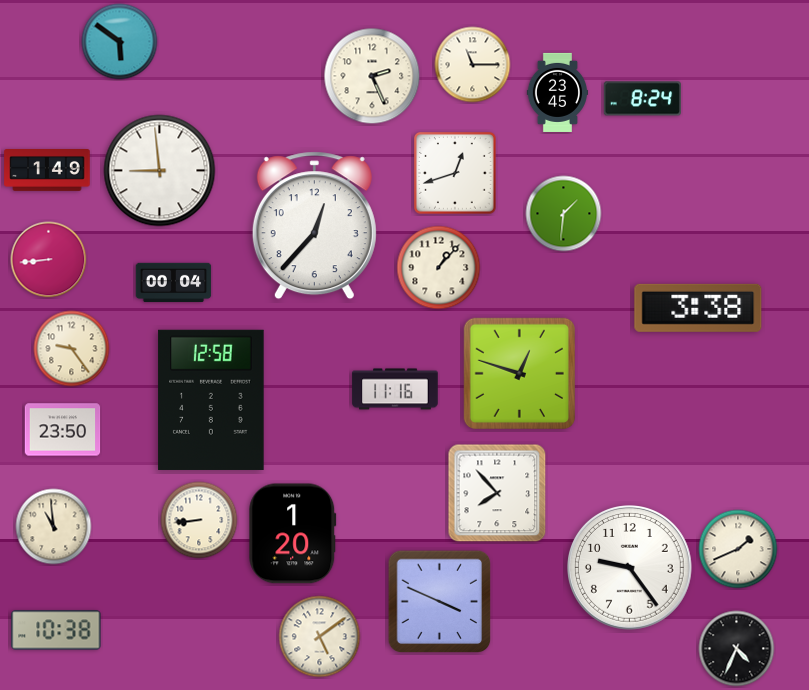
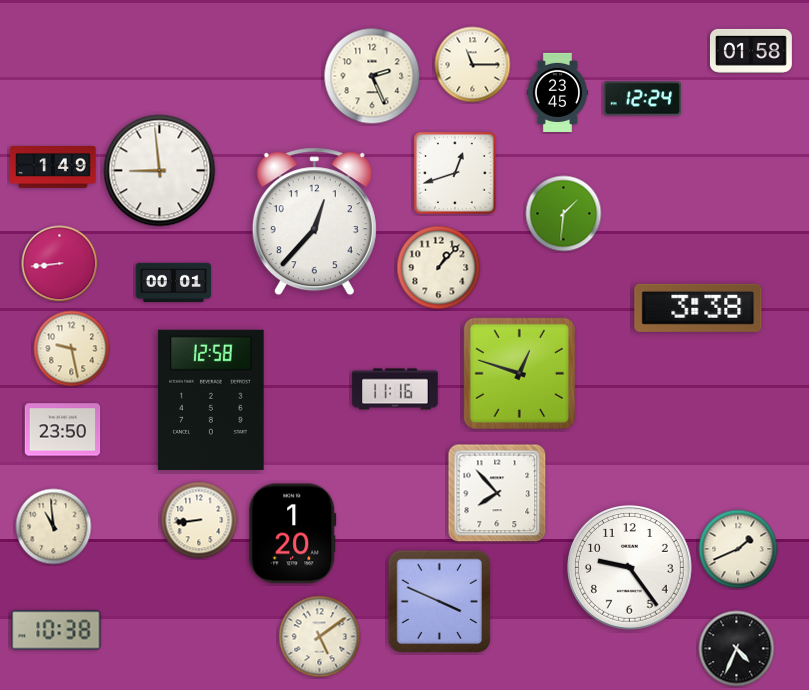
clock at (120, 42): 5:51 -> none
clock at (751, 51): none -> 01:58
clock at (642, 99): 8:24 -> 12:24
clock at (47, 171) position: (47, 171) -> (53, 168)
clock at (314, 226) position: (314, 226) -> (314, 222)
clock at (49, 260) position: (49, 260) -> (60, 264)
clock at (174, 283): 00:04 -> 00:01
clock at (72, 349): 9:24 -> 9:28
